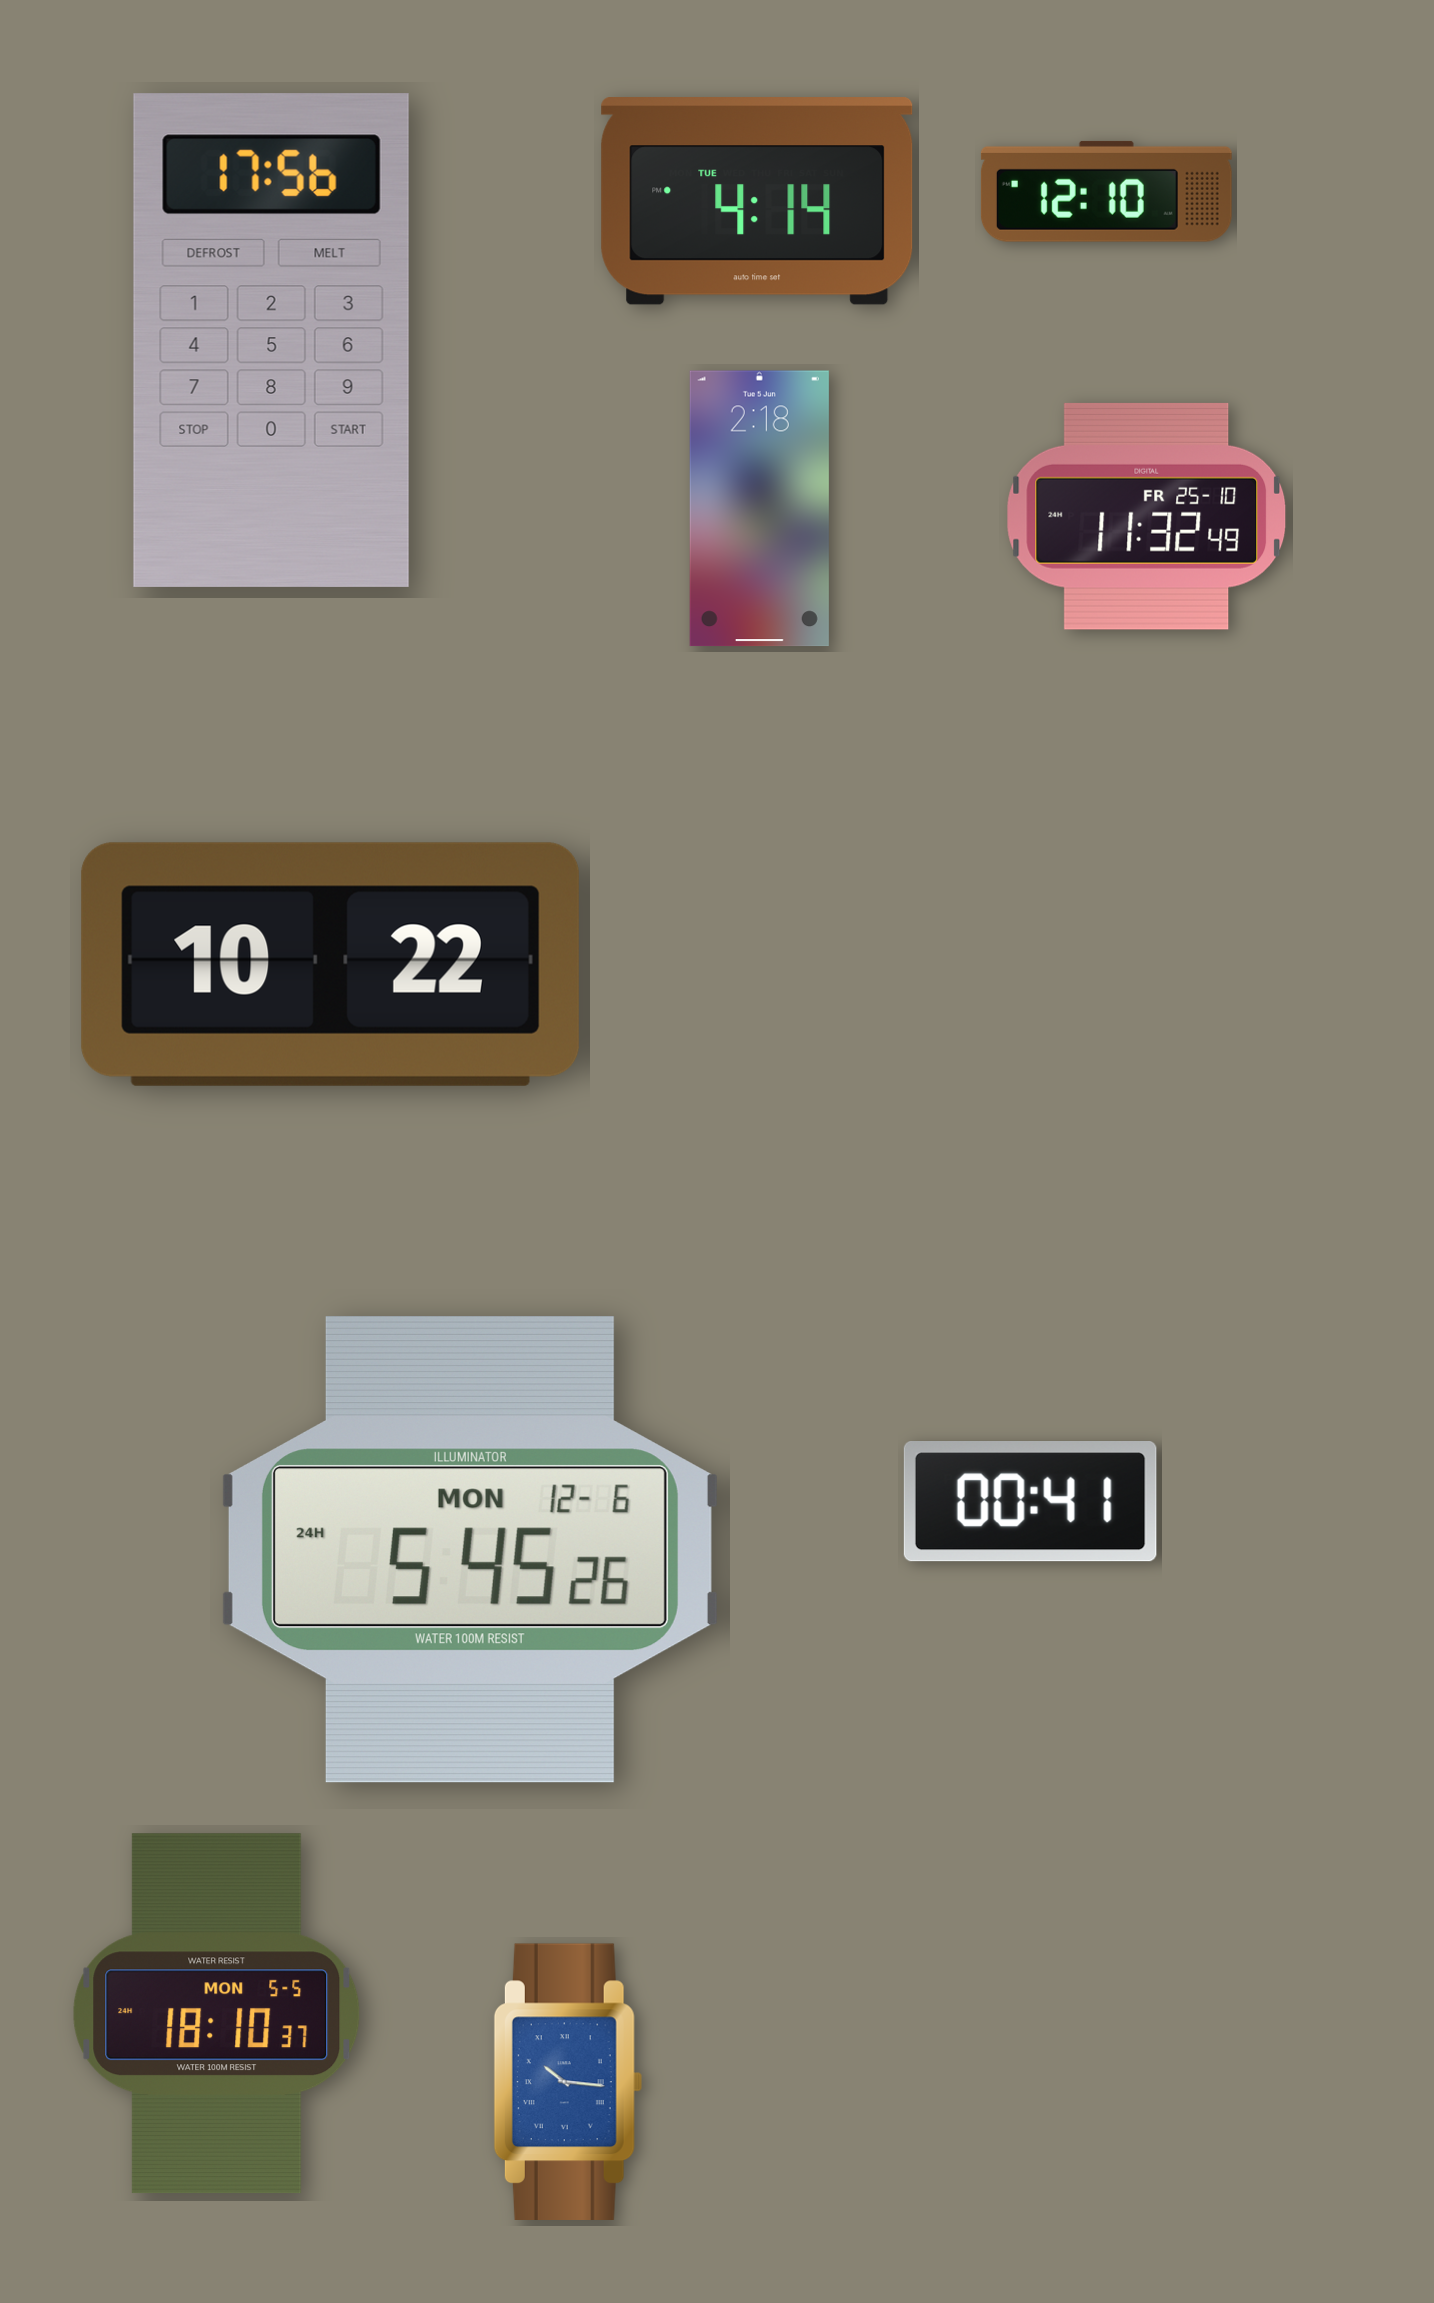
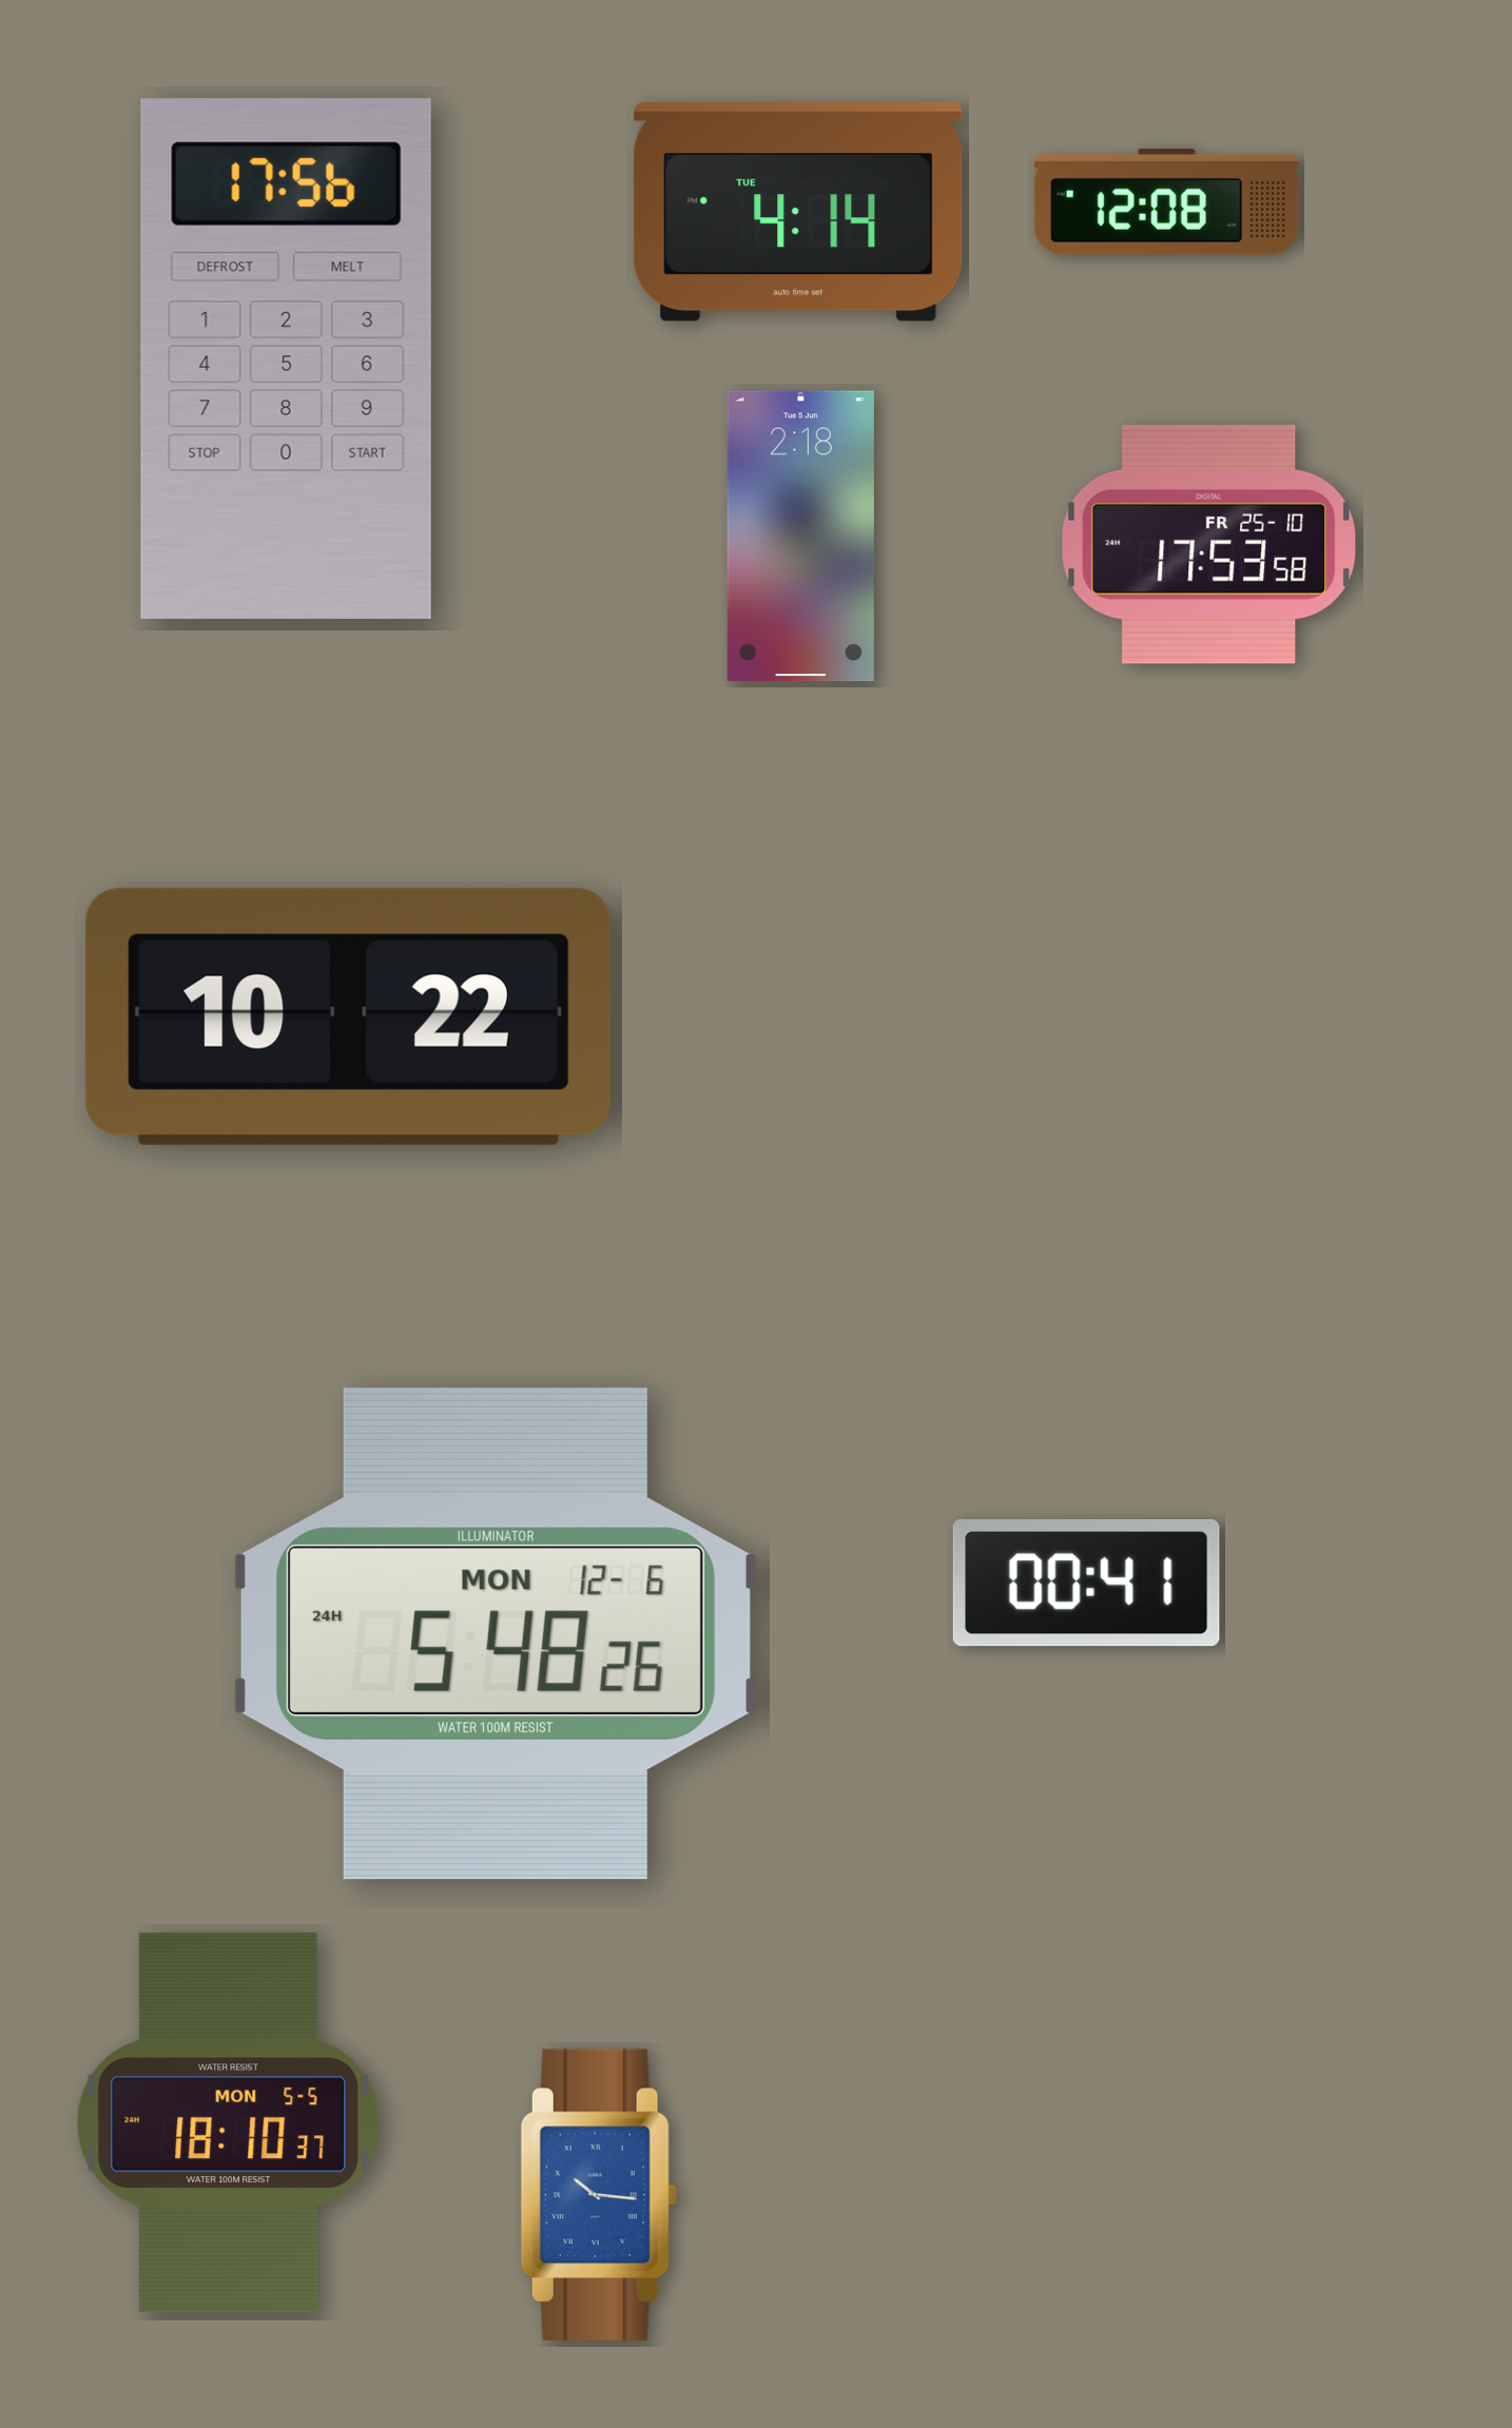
clock at (1106, 191): 12:10 -> 12:08
clock at (1147, 516): 11:32 -> 17:53
clock at (470, 1550): 5:45 -> 5:48
